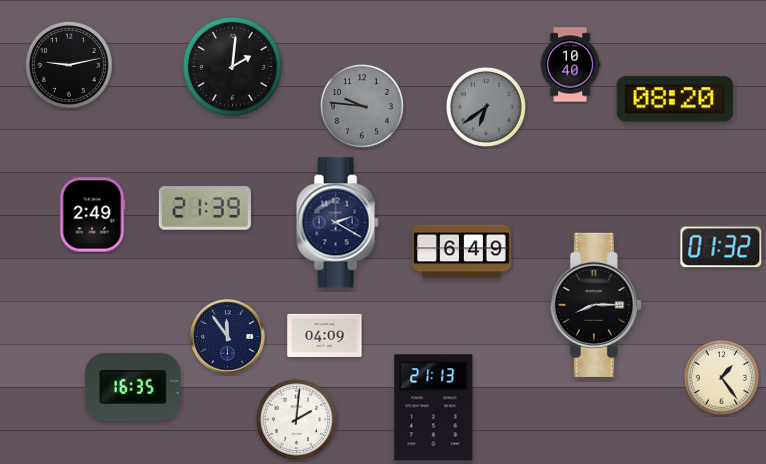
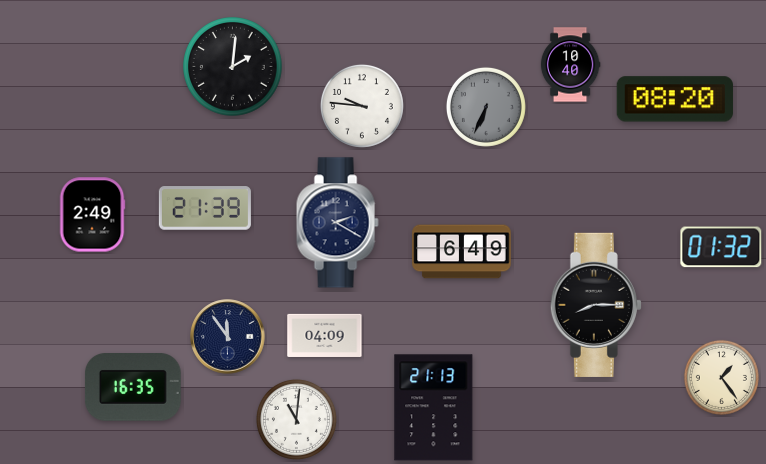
clock at (69, 65): 9:13 -> none
clock at (362, 106) dial: grey -> white
clock at (486, 107): 6:39 -> 6:34
clock at (296, 419): 2:01 -> 11:01
